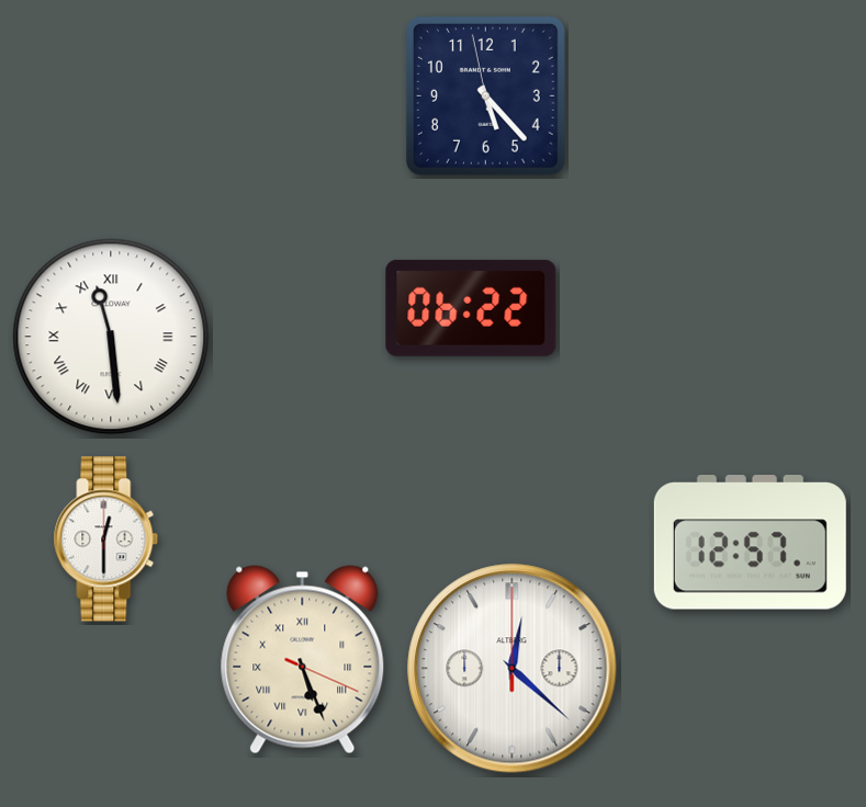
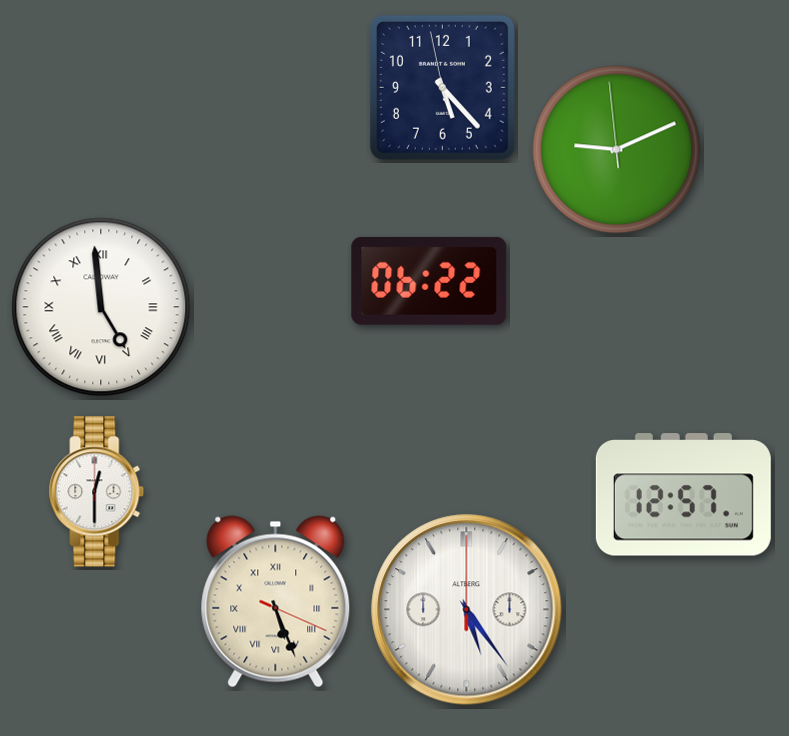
clock at (617, 150): none -> 9:10
clock at (111, 337): 11:29 -> 4:59
clock at (513, 669): 12:22 -> 5:24
